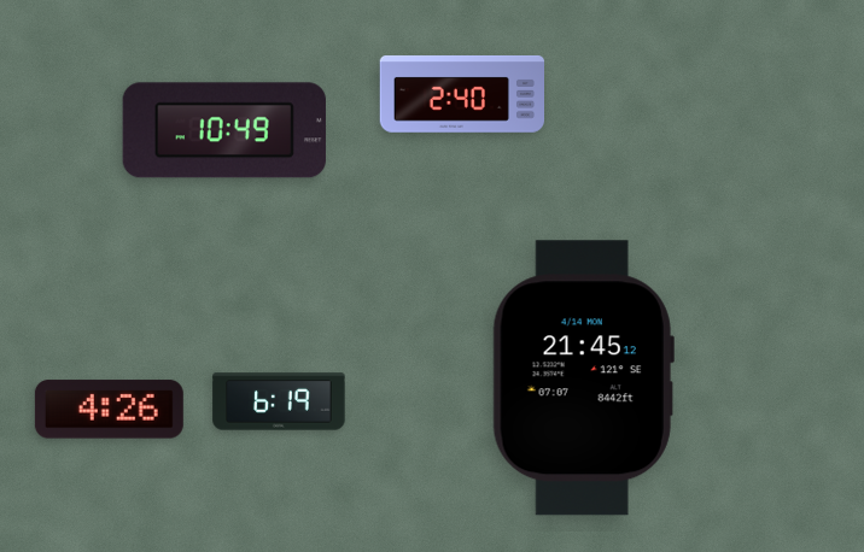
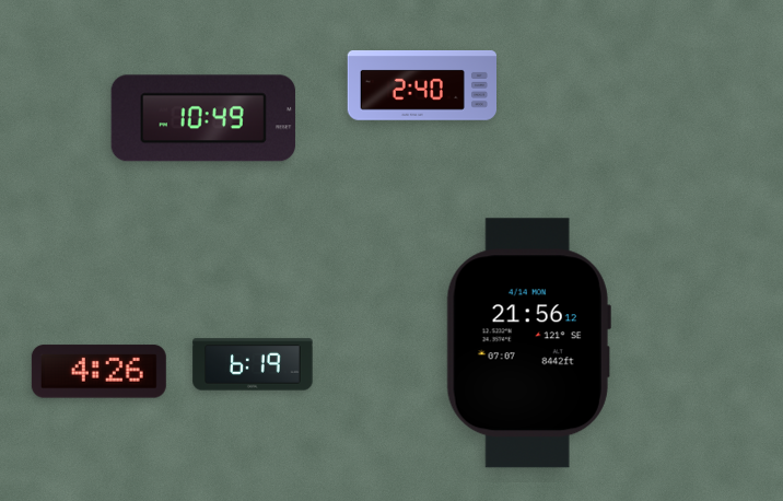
clock at (462, 94) position: (462, 94) -> (422, 85)
clock at (583, 378): 21:45 -> 21:56
